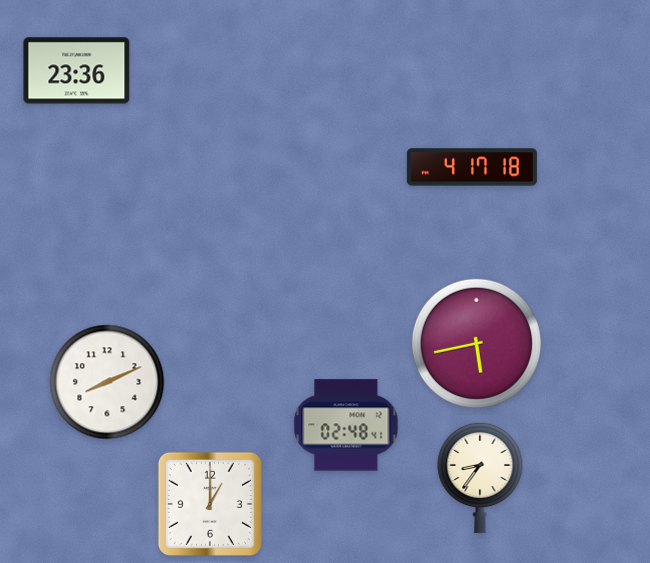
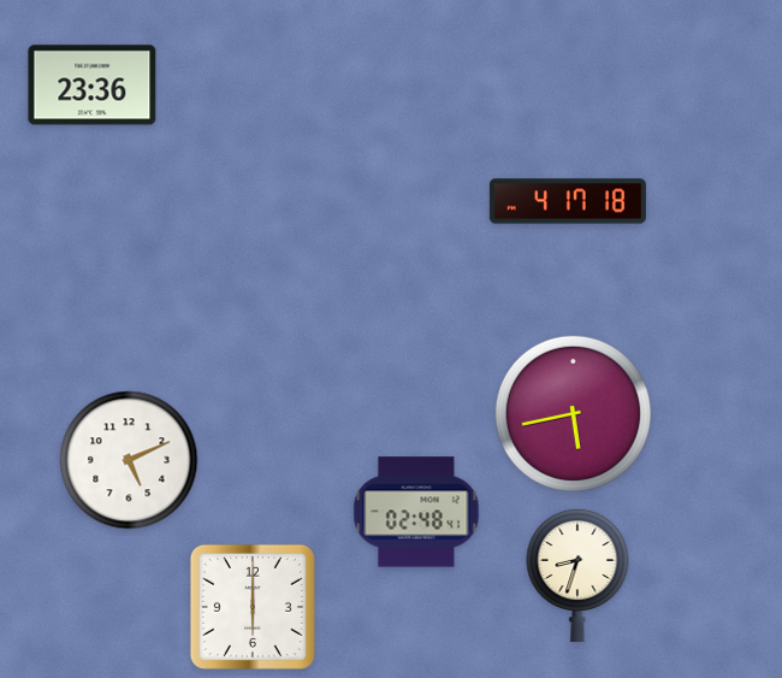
clock at (107, 382): 8:11 -> 5:11
clock at (480, 478): 8:36 -> 8:33
clock at (210, 504): 1:00 -> 6:00
